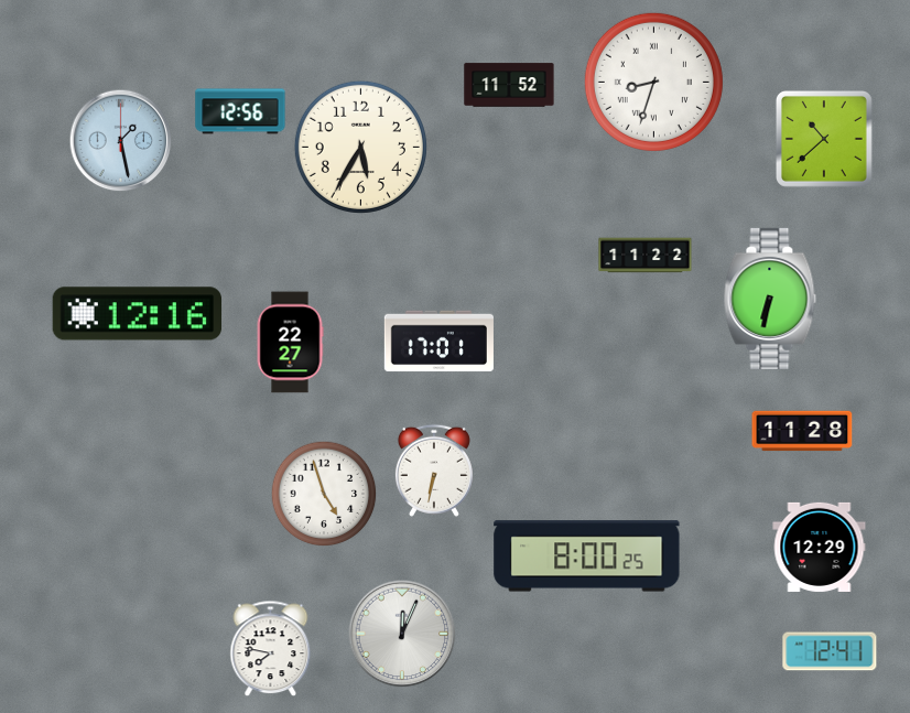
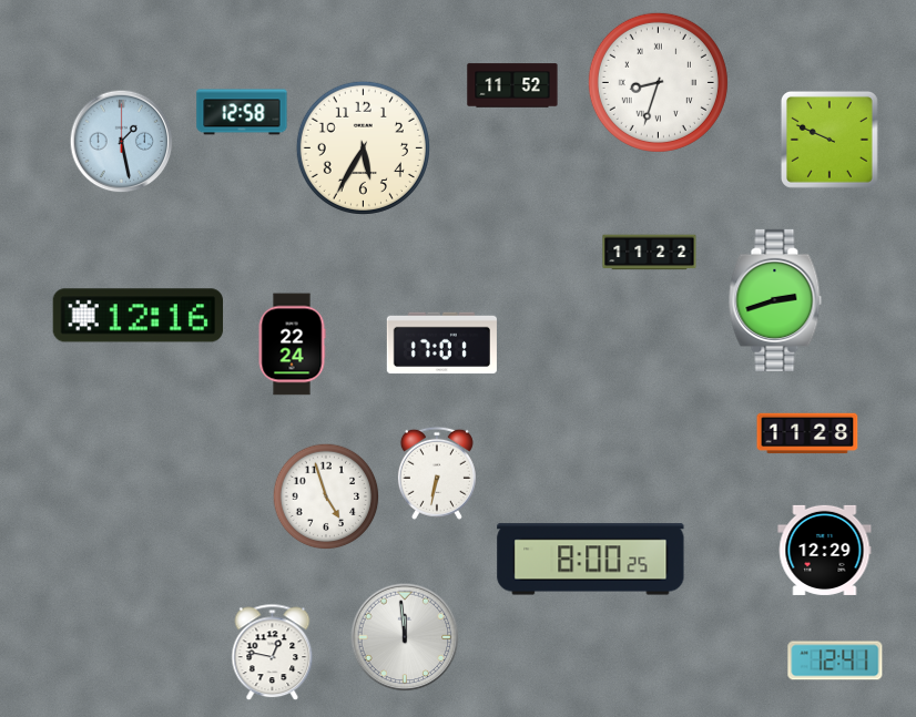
clock at (240, 111): 12:56 -> 12:58
clock at (824, 139): 10:38 -> 9:49
clock at (646, 256) position: (646, 256) -> (650, 253)
clock at (770, 299): 6:32 -> 2:42
clock at (290, 343): 22:27 -> 22:24
clock at (402, 634): 12:04 -> 11:59
clock at (271, 649): 7:47 -> 12:47
clock at (830, 651) position: (830, 651) -> (835, 660)
